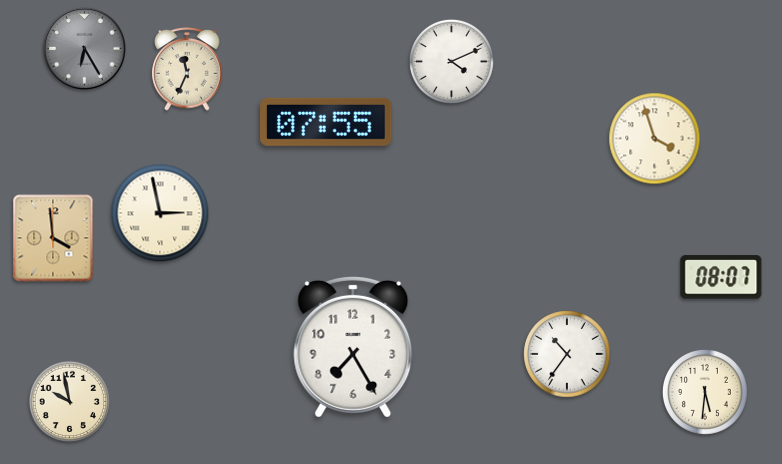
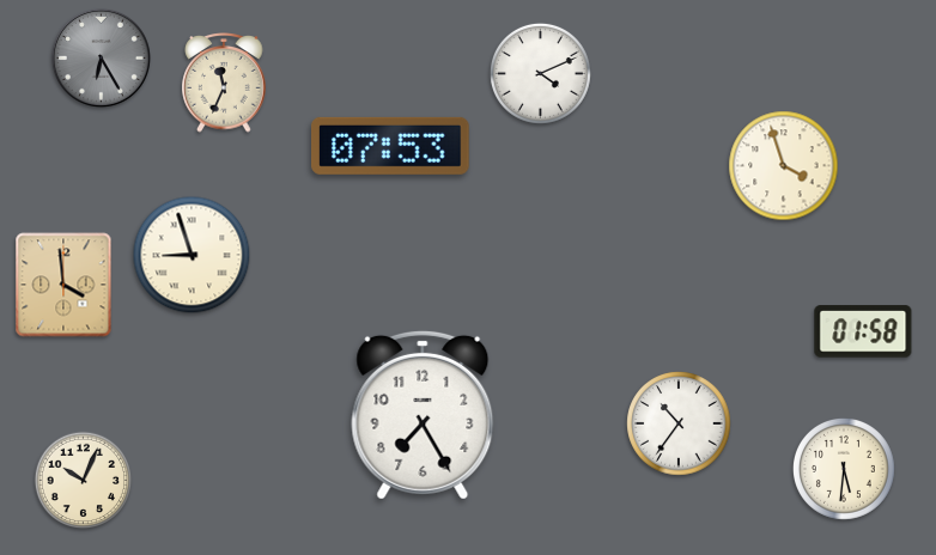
clock at (327, 122): 07:55 -> 07:53
clock at (160, 213): 2:58 -> 8:57
clock at (721, 277): 08:07 -> 01:58
clock at (70, 402): 9:58 -> 10:04
